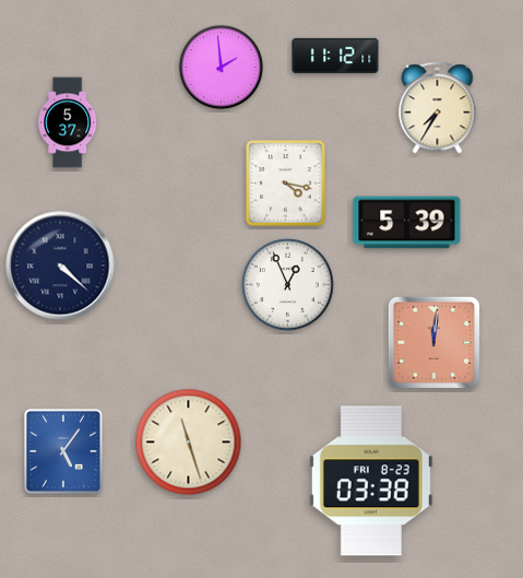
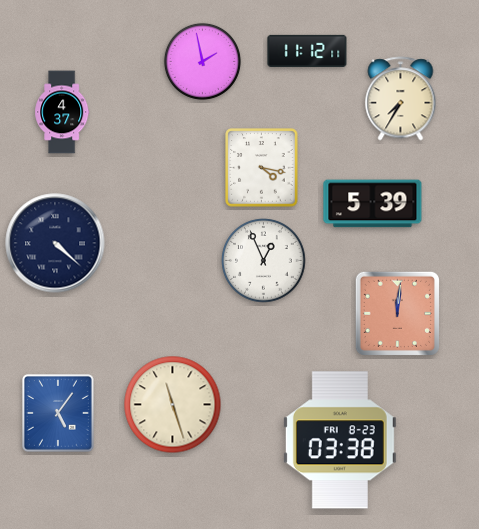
clock at (221, 67): 1:59 -> 1:58
clock at (68, 122): 5:37 -> 4:37
